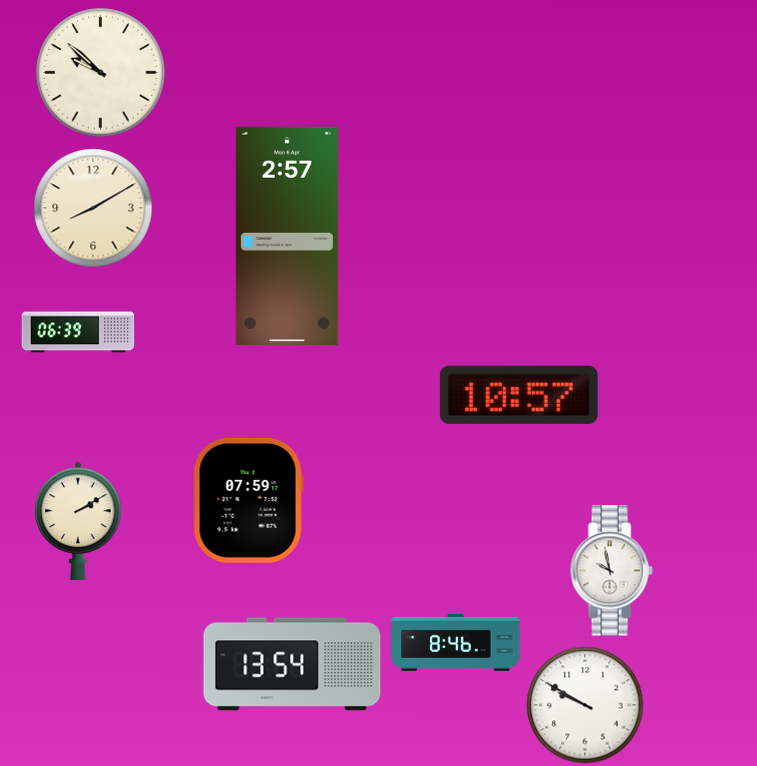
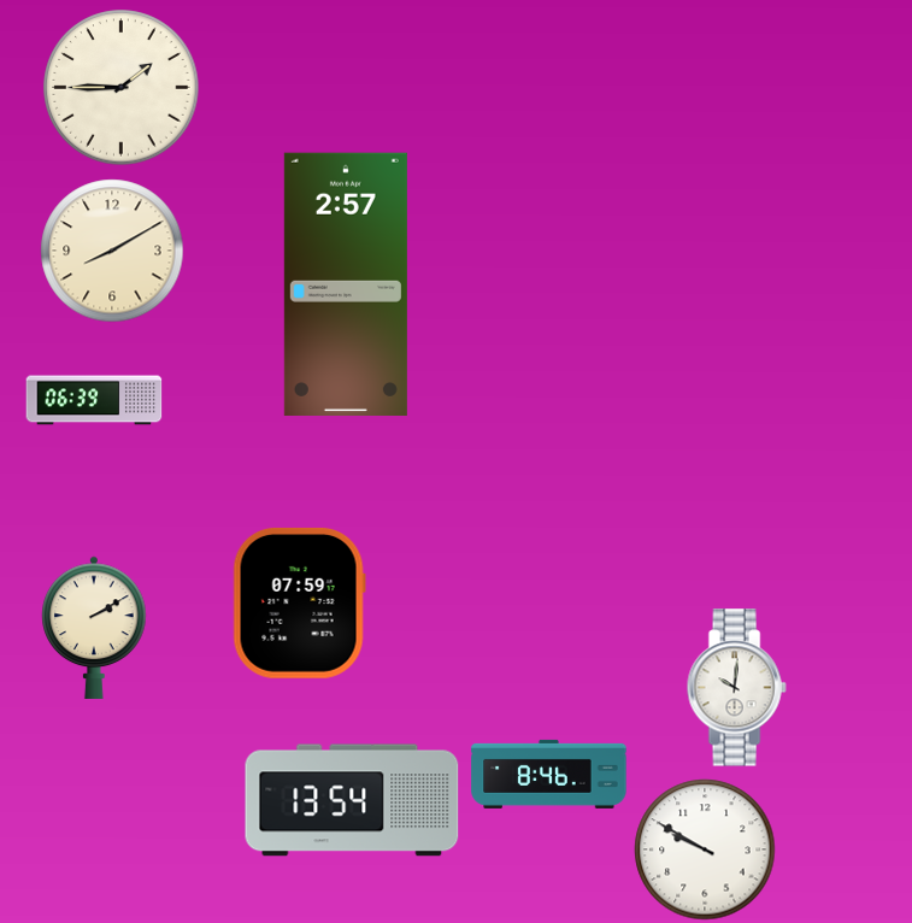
clock at (101, 73): 9:52 -> 1:45
clock at (519, 395): 10:57 -> none
clock at (611, 571): 9:58 -> 10:01
